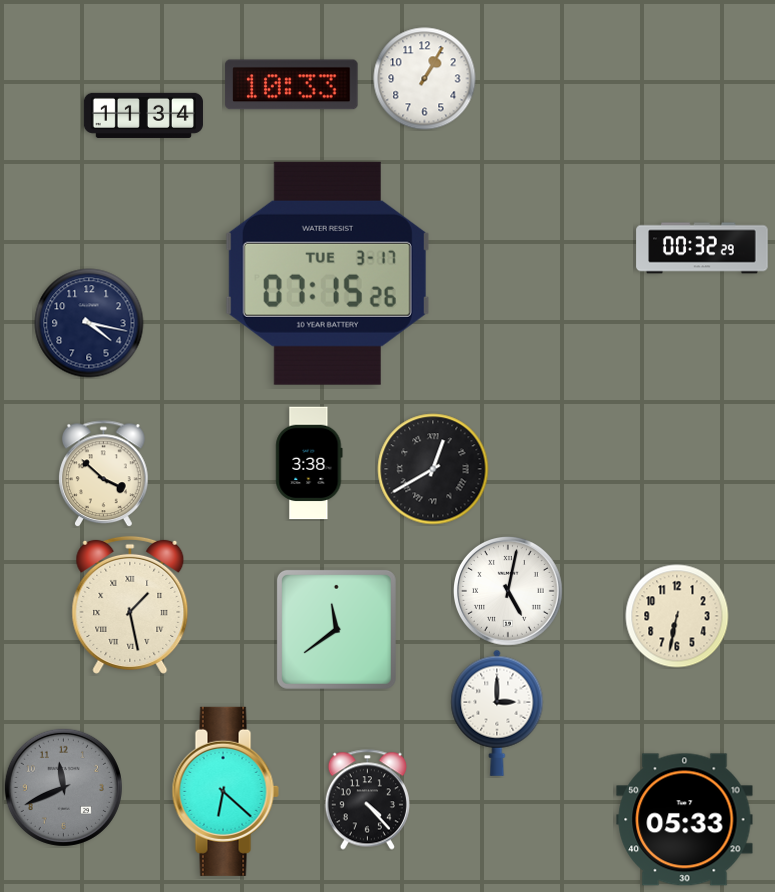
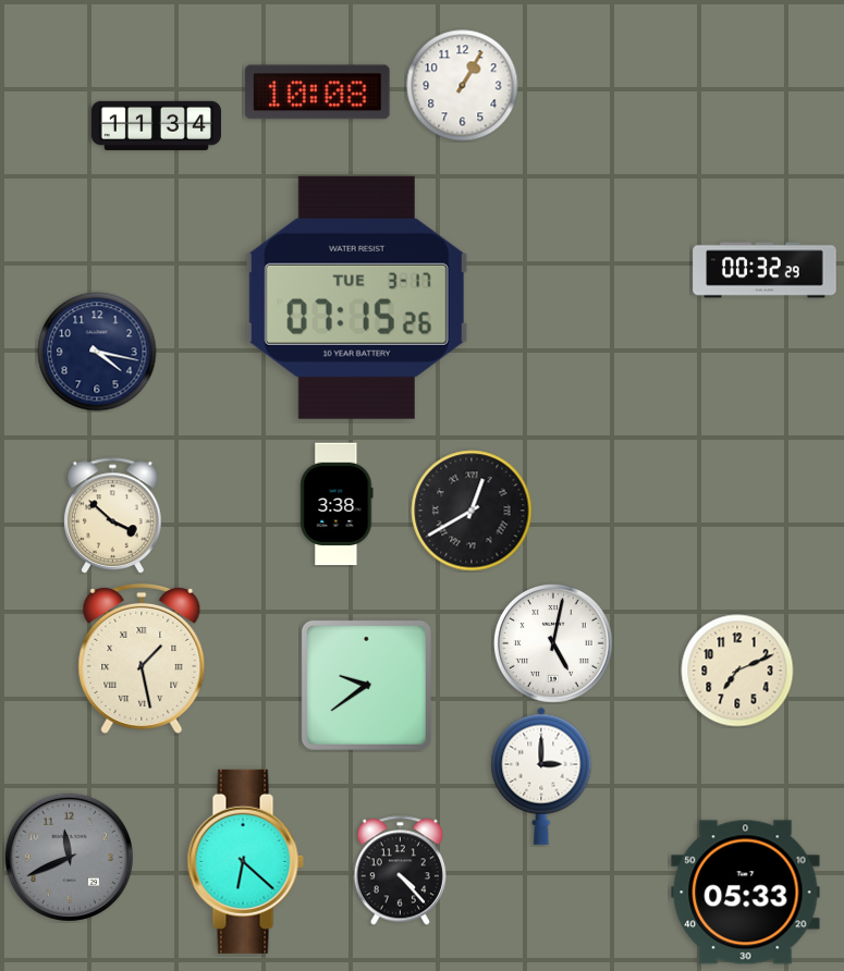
clock at (292, 85): 10:33 -> 10:08
clock at (677, 616): 6:32 -> 7:11
clock at (336, 629): 11:39 -> 9:39
